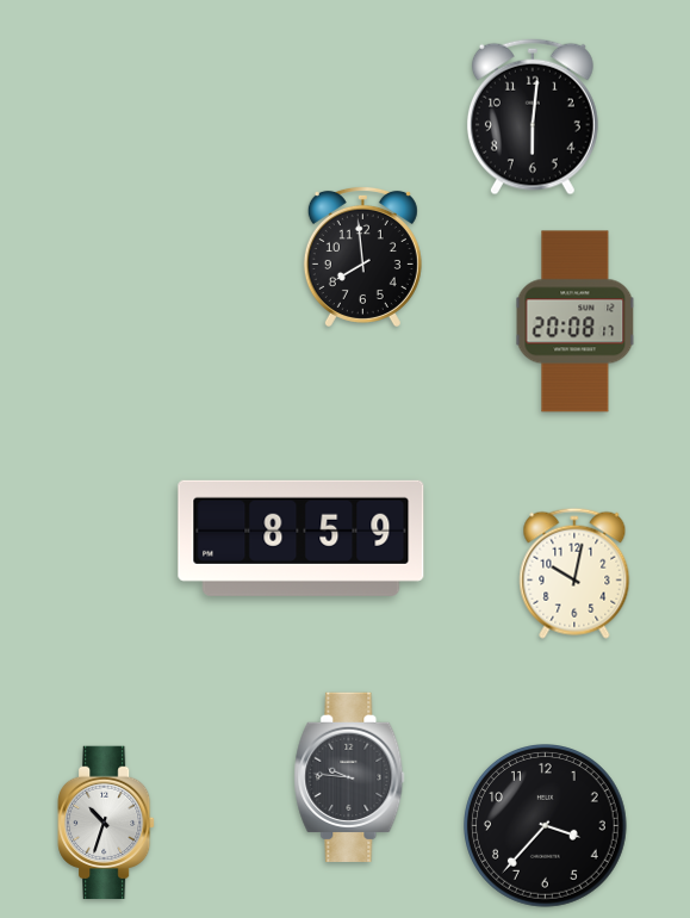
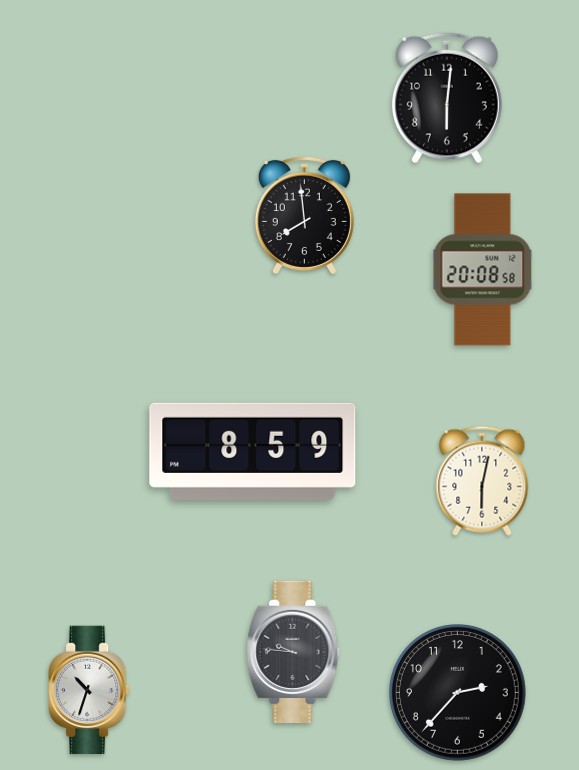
clock at (576, 322): 20:08:17 -> 20:08:58
clock at (574, 573): 10:02 -> 6:02
clock at (546, 826): 3:37 -> 2:37
